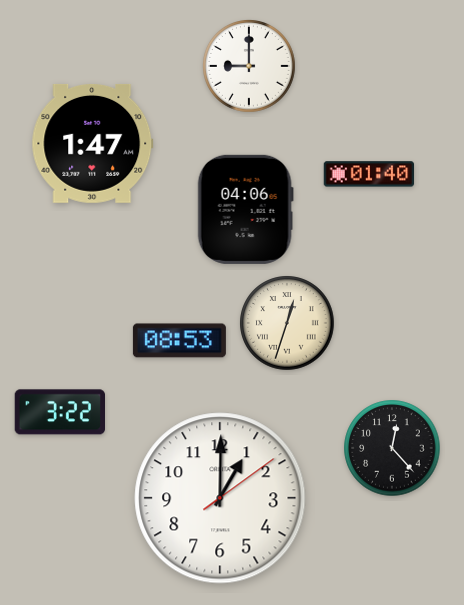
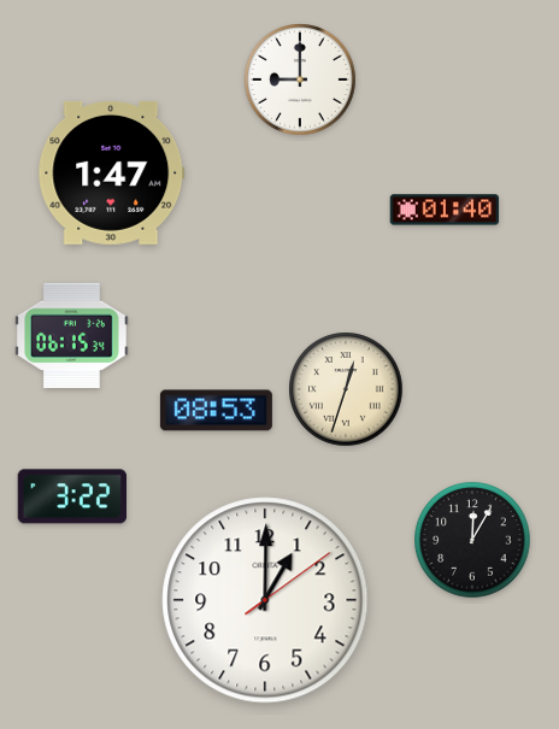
clock at (245, 209): 04:06 -> none
clock at (72, 335): none -> 06:15
clock at (392, 448): 12:23 -> 12:05
